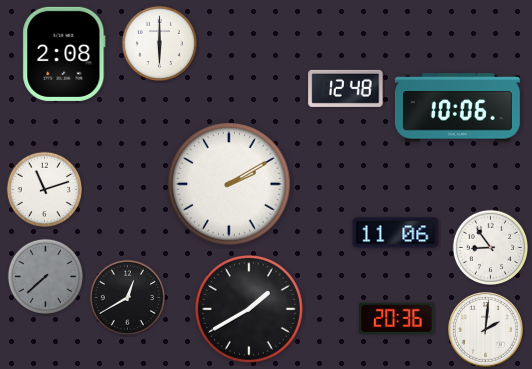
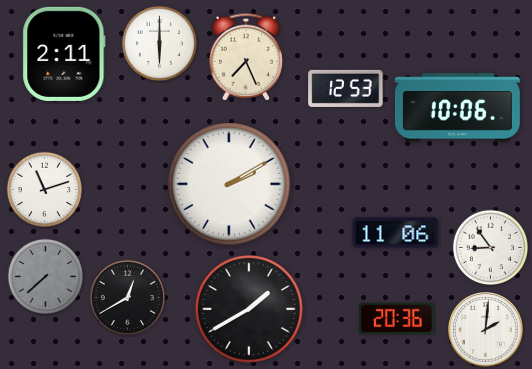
clock at (64, 54): 2:08 -> 2:11
clock at (245, 57): none -> 7:26
clock at (346, 88): 12:48 -> 12:53
